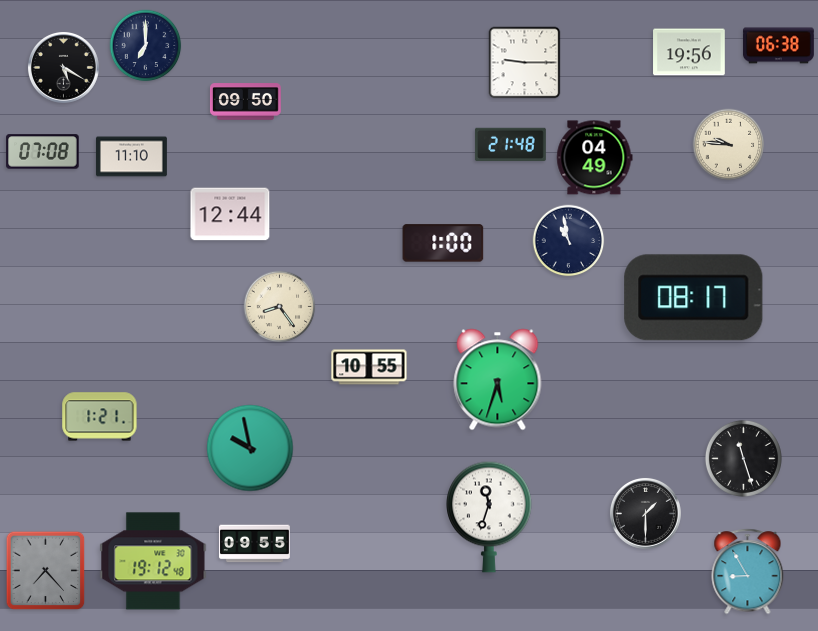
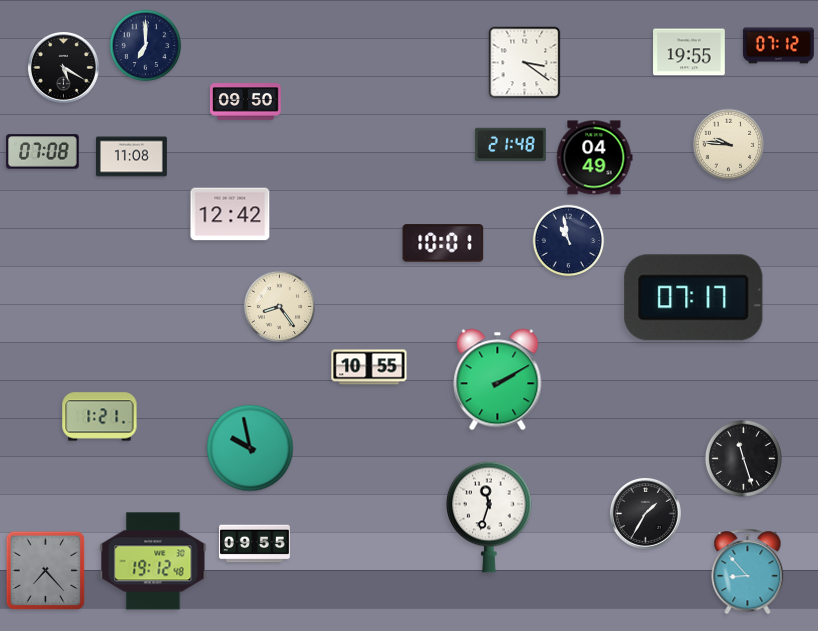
clock at (778, 46): 06:38 -> 07:12
clock at (689, 52): 19:56 -> 19:55
clock at (525, 63): 9:15 -> 3:21
clock at (131, 157): 11:10 -> 11:08
clock at (230, 214): 12:44 -> 12:42
clock at (443, 243): 1:00 -> 10:01
clock at (694, 298): 08:17 -> 07:17
clock at (498, 380): 5:33 -> 2:10
clock at (645, 513): 1:30 -> 1:35
clock at (748, 572): 8:55 -> 8:53
